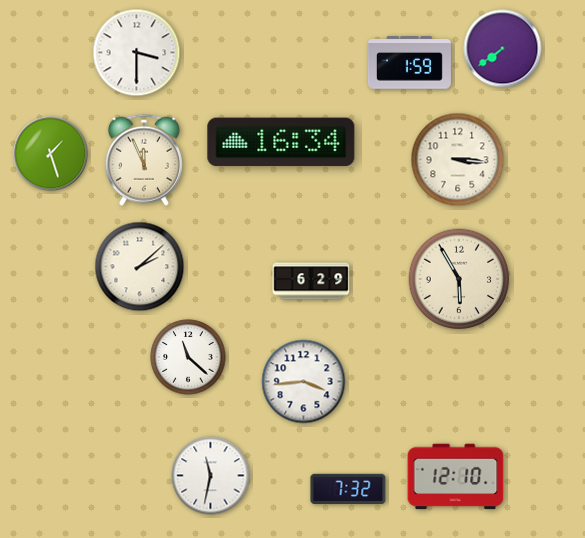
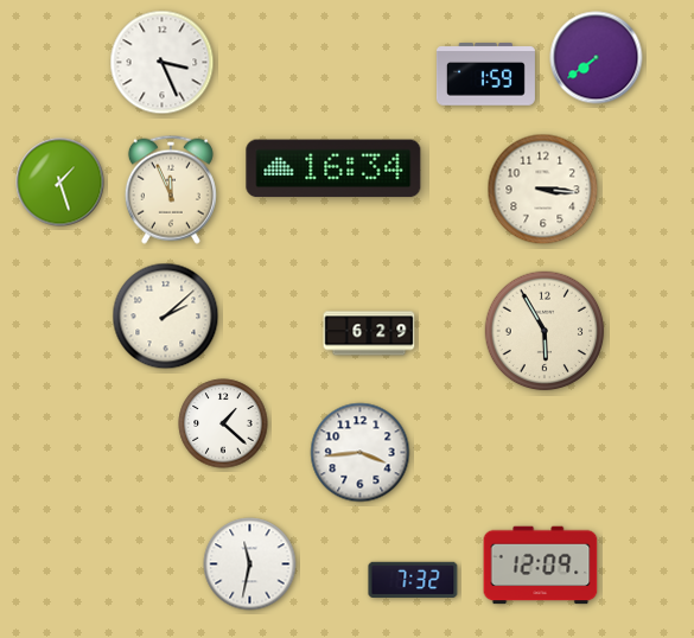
clock at (137, 53): 3:30 -> 3:26
clock at (188, 357): 11:22 -> 1:22
clock at (456, 477): 12:10 -> 12:09
